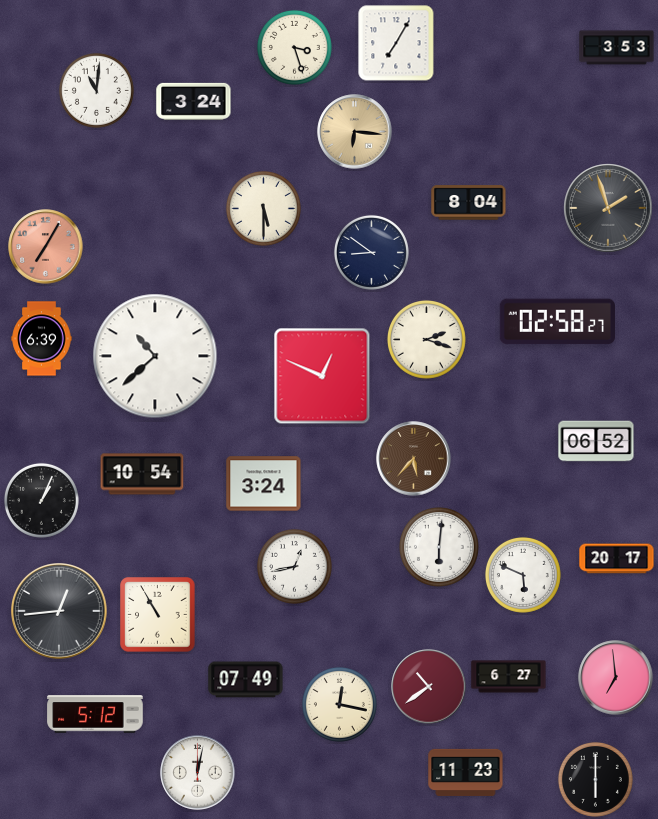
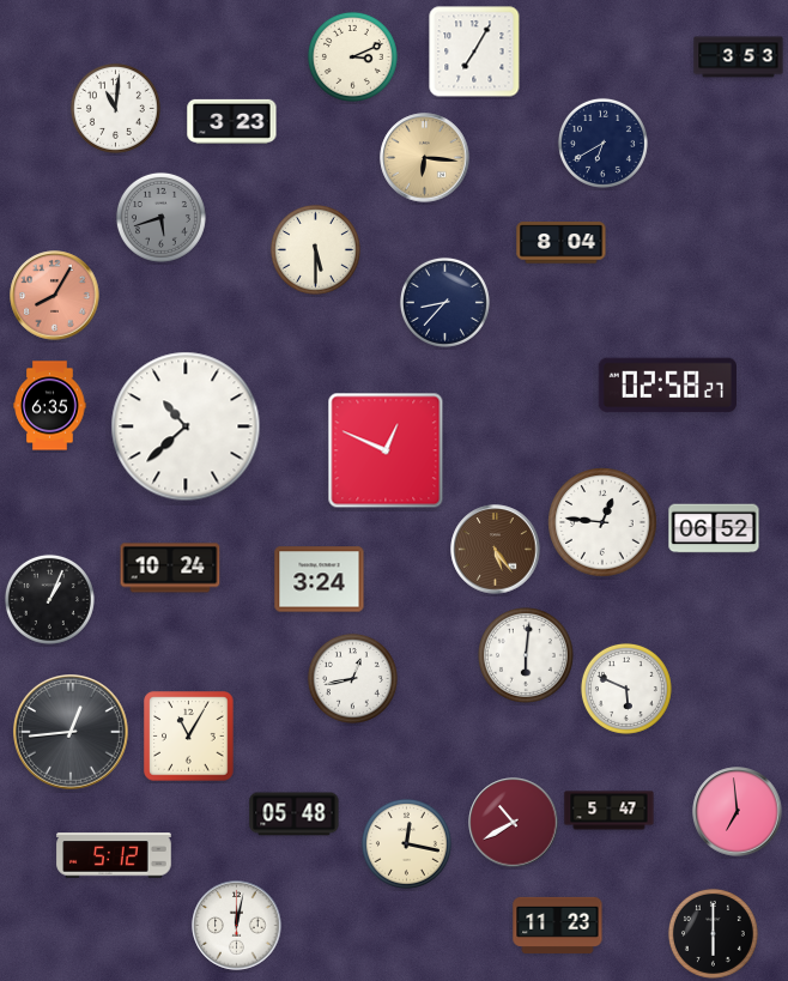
clock at (294, 47): 3:27 -> 3:11
clock at (194, 101): 3:24 -> 3:23
clock at (602, 143): none -> 6:40
clock at (160, 217): none -> 5:42
clock at (608, 208): 1:57 -> none
clock at (46, 247): 7:05 -> 8:05
clock at (371, 252): 8:51 -> 8:37
clock at (42, 339): 6:39 -> 6:35
clock at (426, 339): 2:18 -> none
clock at (602, 522): none -> 12:46
clock at (414, 459): 5:37 -> 5:24
clock at (142, 474): 10:54 -> 10:24
clock at (264, 484) position: (264, 484) -> (320, 580)
clock at (617, 559): 20:17 -> none
clock at (158, 615): 10:55 -> 11:05
clock at (509, 677): 6:27 -> 5:47
clock at (246, 680): 07:49 -> 05:48
clock at (429, 687): 10:39 -> 10:40
